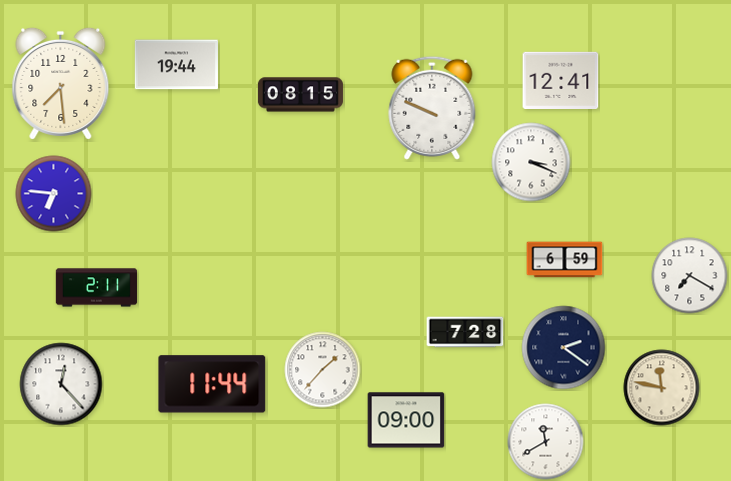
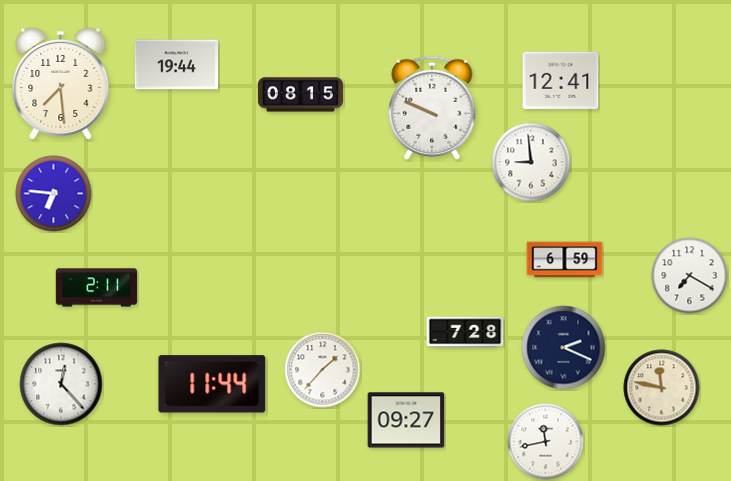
clock at (531, 162): 3:19 -> 8:59
clock at (564, 348): 2:21 -> 2:19
clock at (406, 420): 09:00 -> 09:27
clock at (546, 442): 11:40 -> 11:43
